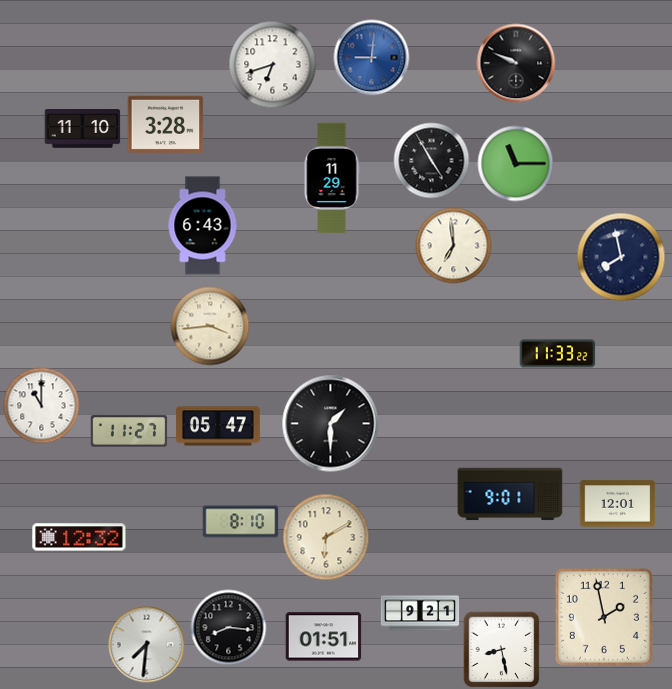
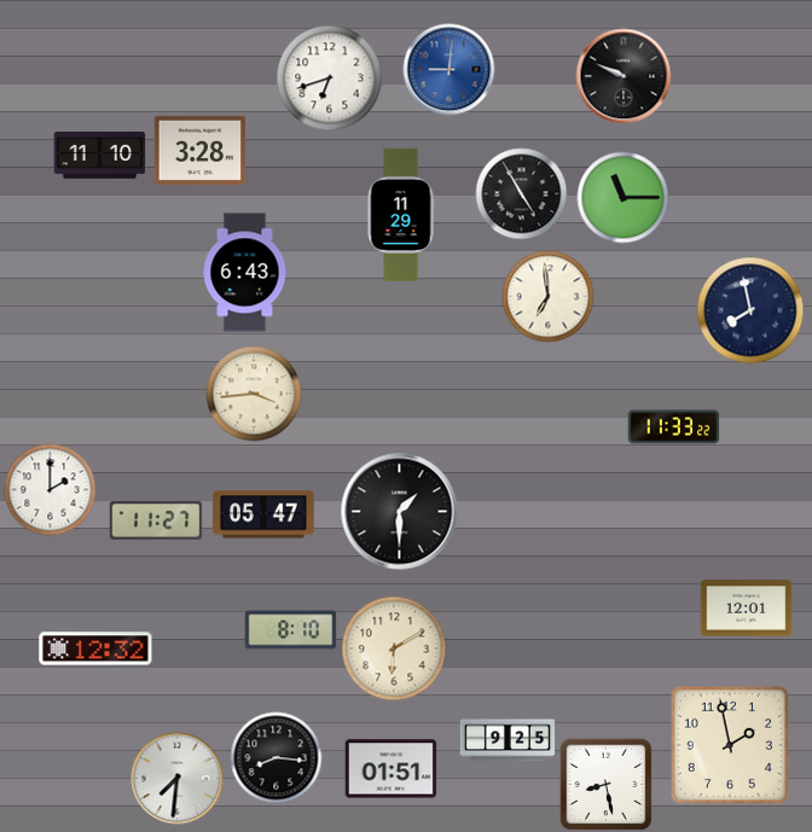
clock at (42, 406): 11:00 -> 2:00
clock at (510, 494): 9:01 -> none
clock at (420, 613): 9:21 -> 9:25
